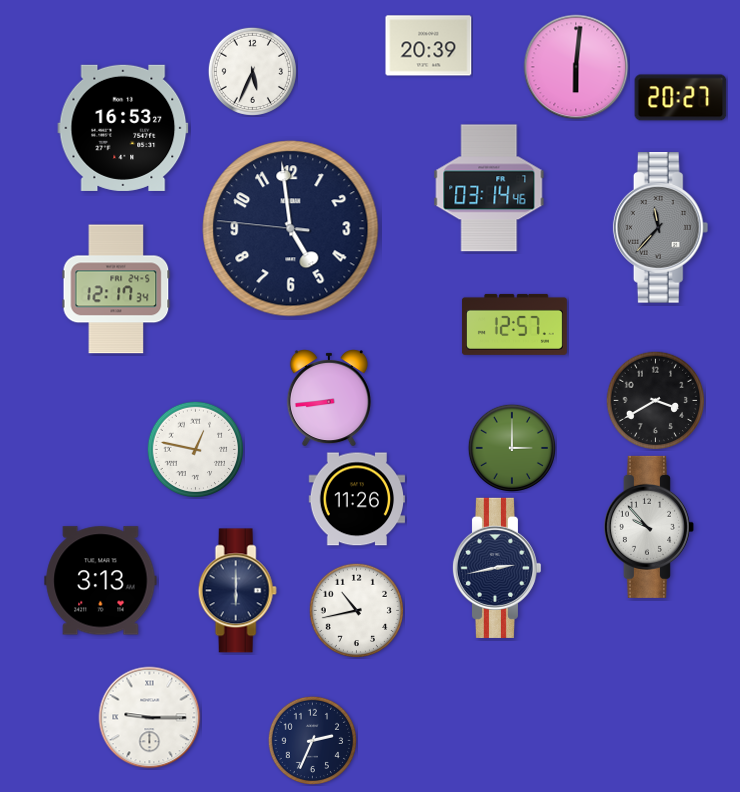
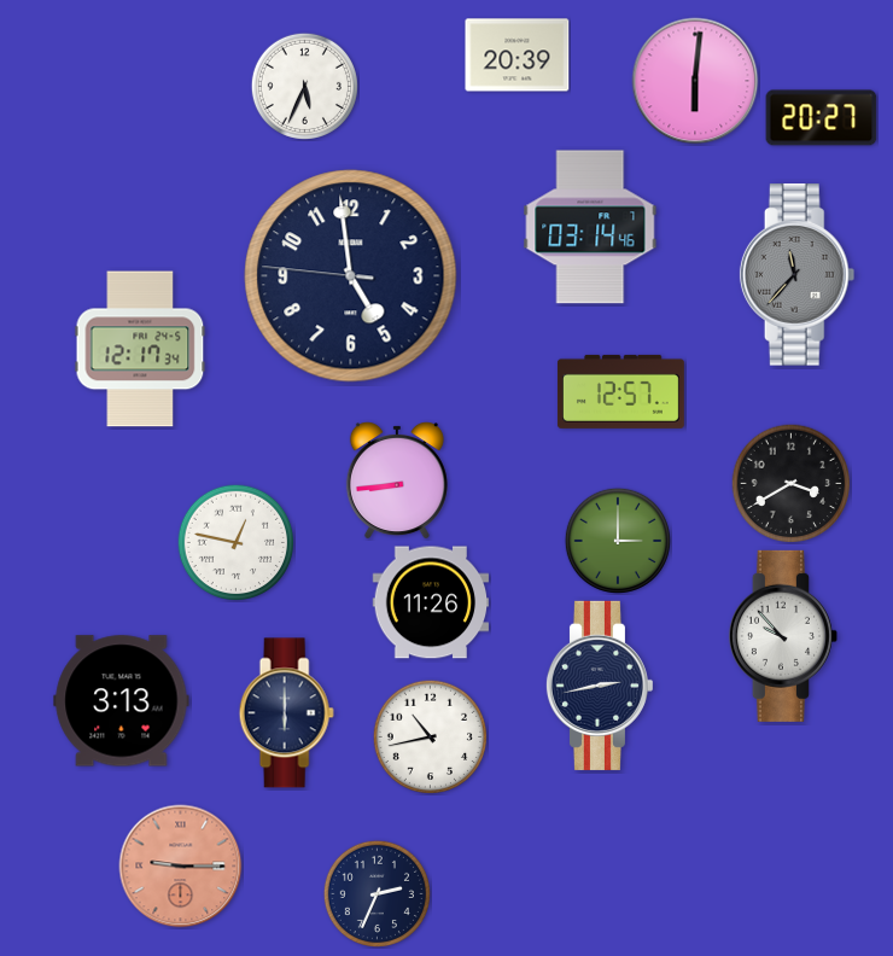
clock at (123, 128): 16:53 -> none
clock at (150, 718) dial: white -> salmon
